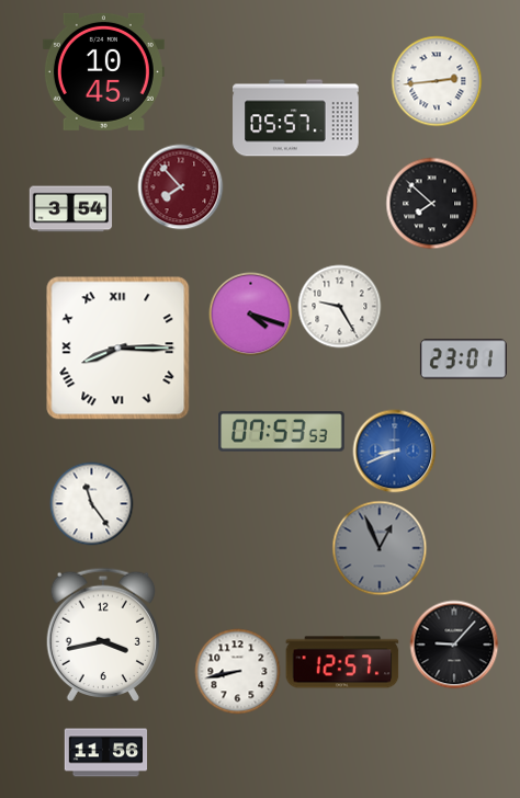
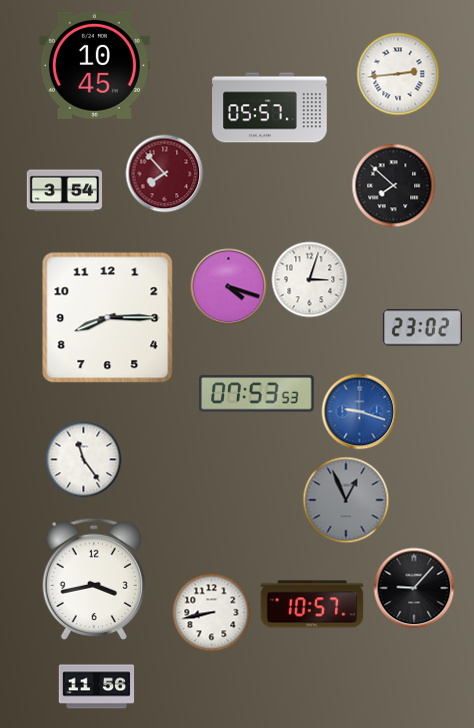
clock at (181, 187) position: (181, 187) -> (165, 174)
clock at (340, 307): 9:25 -> 3:03
clock at (118, 349) numerals: Roman -> Arabic
clock at (463, 360): 23:01 -> 23:02
clock at (395, 452): 8:41 -> 9:18
clock at (342, 662): 12:57 -> 10:57
clock at (238, 672) position: (238, 672) -> (212, 613)
